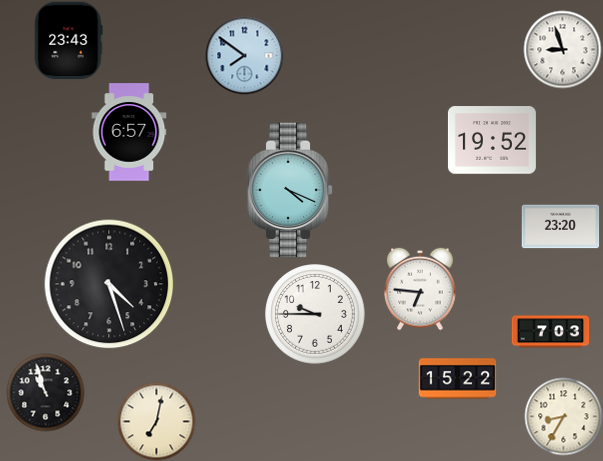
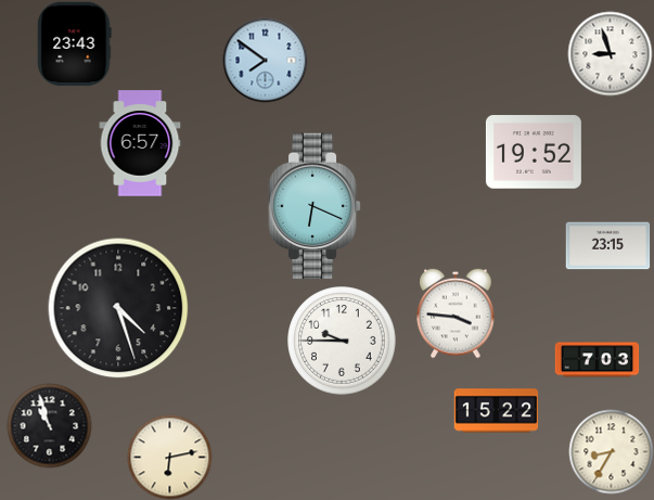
clock at (290, 190): 4:19 -> 6:19
clock at (560, 227): 23:20 -> 23:15
clock at (420, 289): 6:46 -> 3:46
clock at (156, 421): 7:02 -> 6:13
